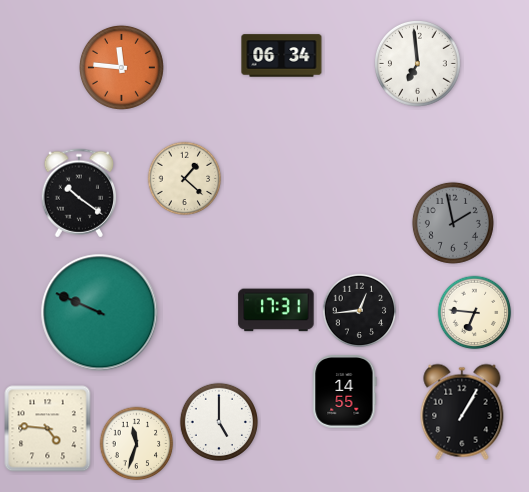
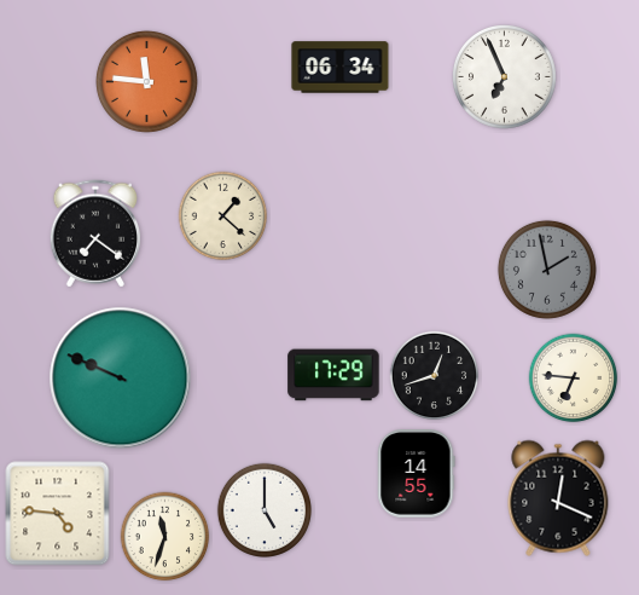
clock at (418, 64): 6:59 -> 6:56
clock at (79, 193): 10:21 -> 7:21
clock at (276, 310): 17:31 -> 17:29
clock at (360, 311): 12:44 -> 12:42
clock at (462, 412): 1:05 -> 12:19
clock at (48, 429) position: (48, 429) -> (58, 514)
